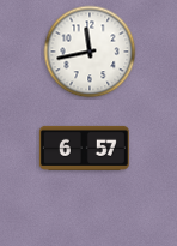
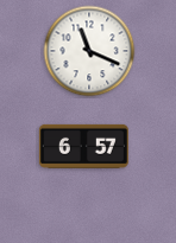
clock at (90, 52): 11:43 -> 11:19
